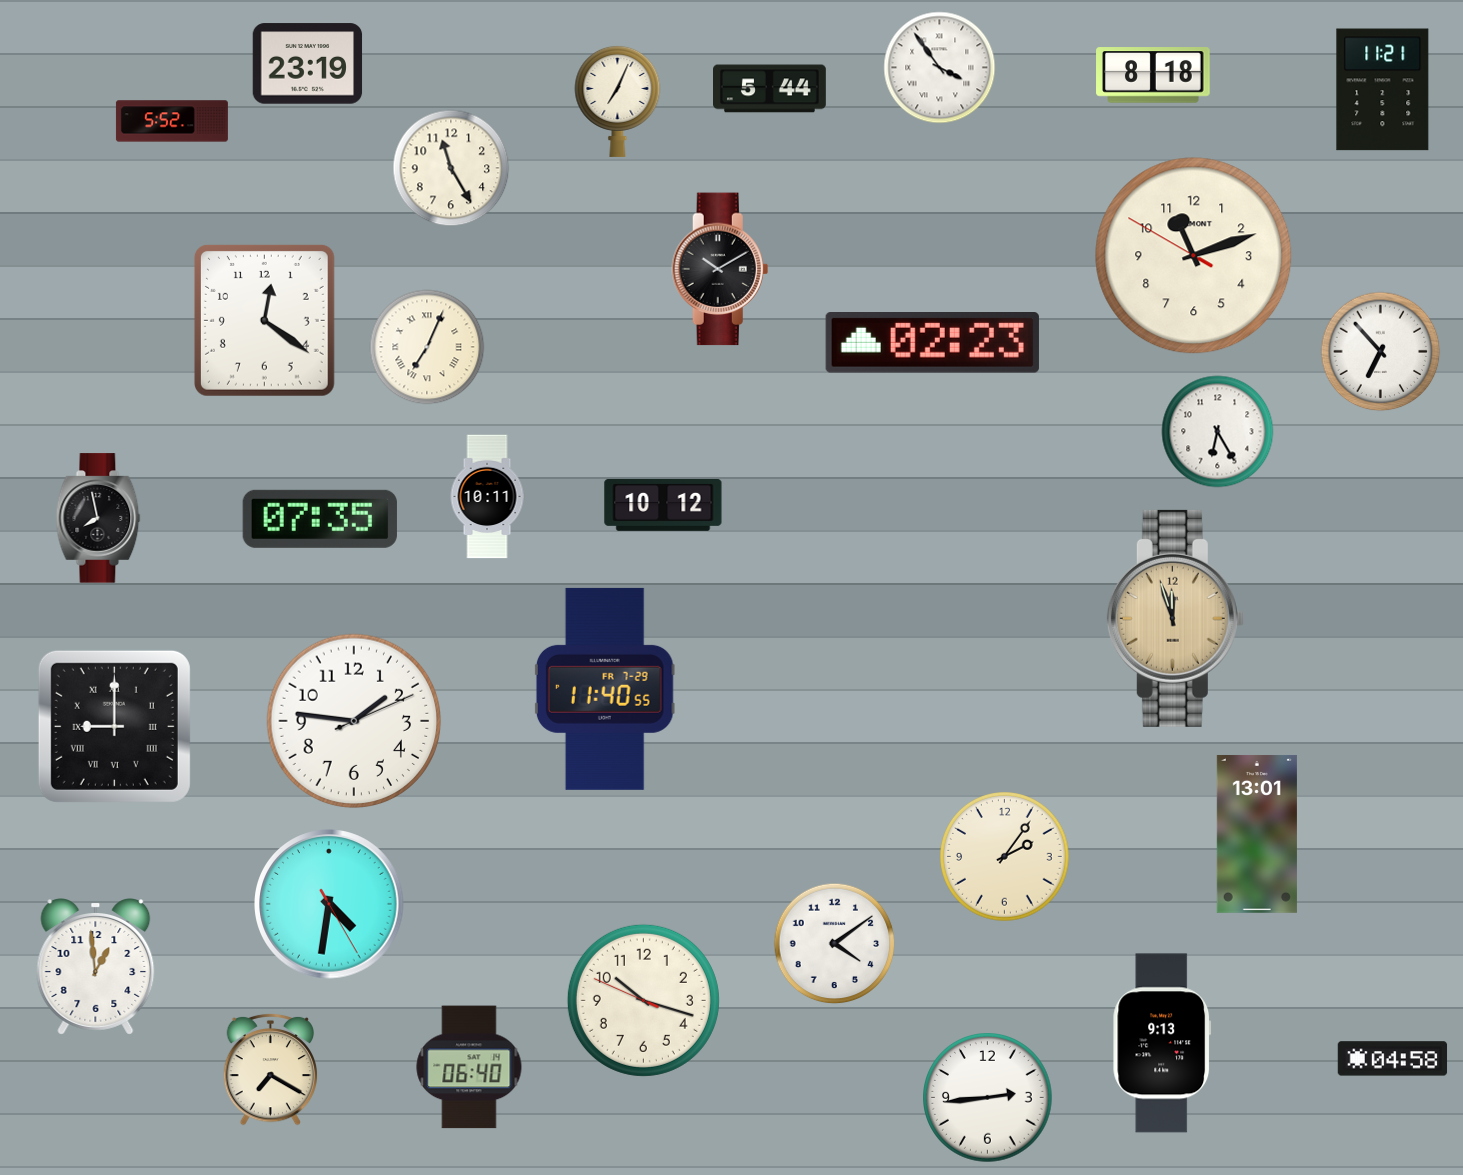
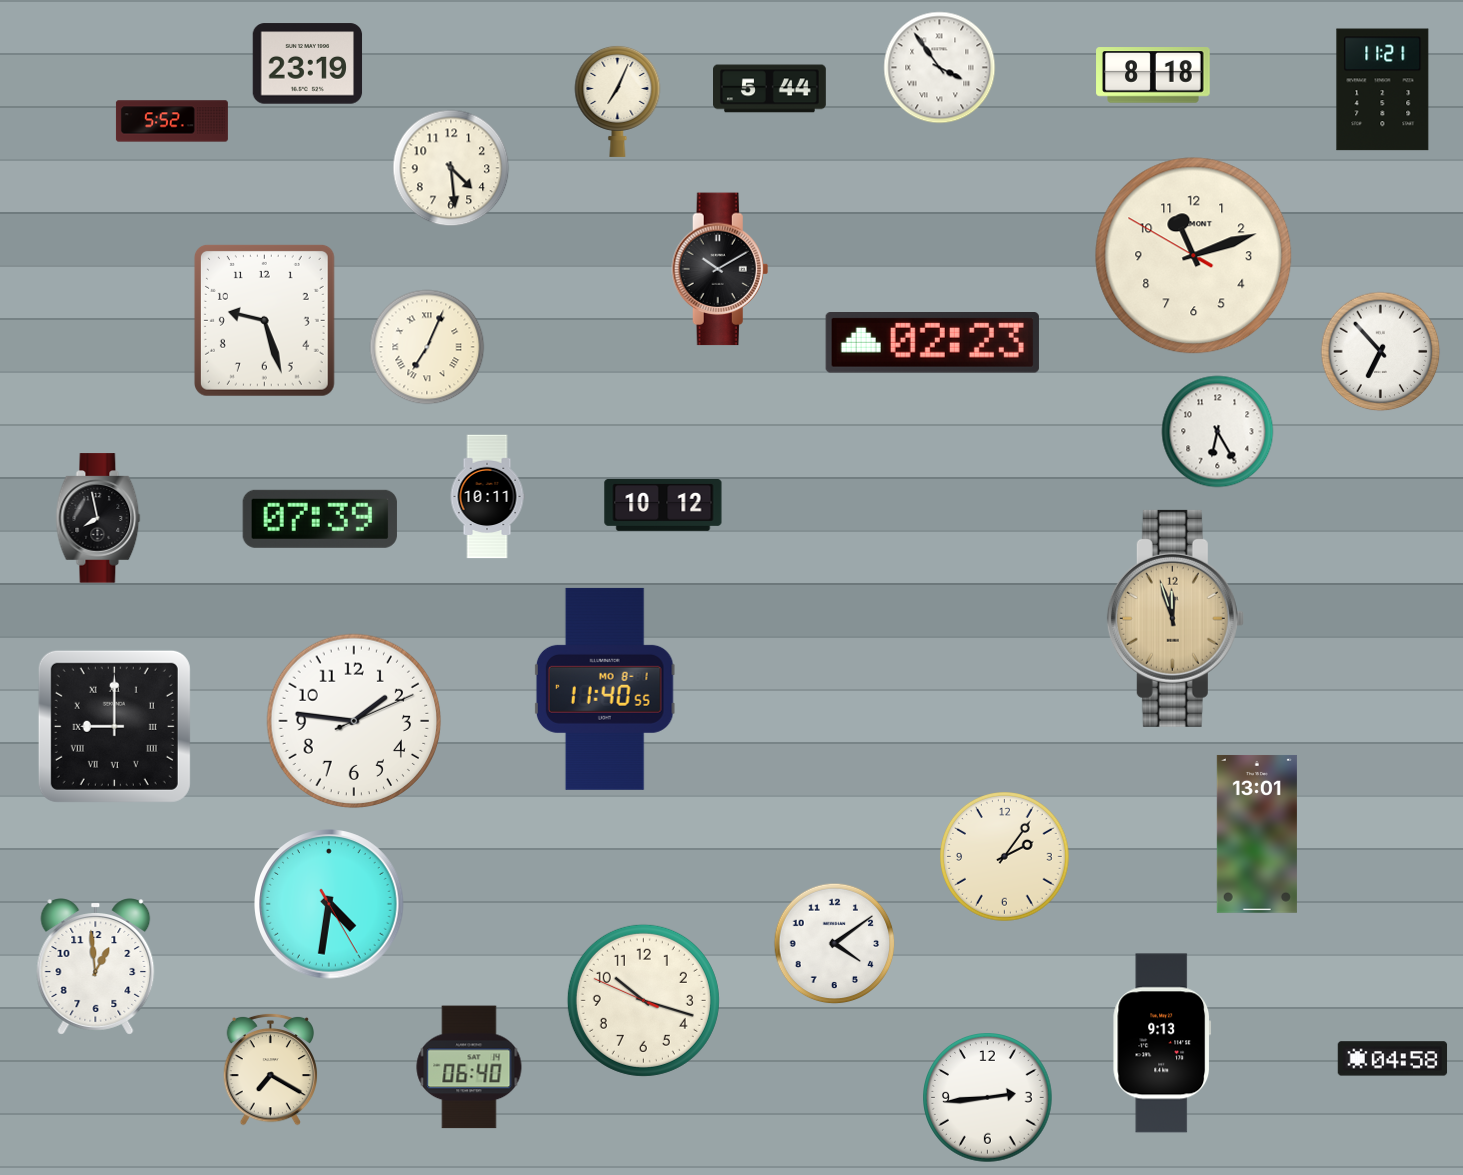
clock at (451, 168): 11:25 -> 4:29
clock at (264, 320): 12:21 -> 9:27
clock at (320, 519): 07:35 -> 07:39
clock at (605, 689) date: FR 7-29 -> MO 8-1
